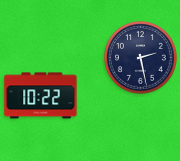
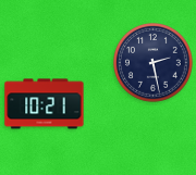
clock at (41, 96): 10:22 -> 10:21
